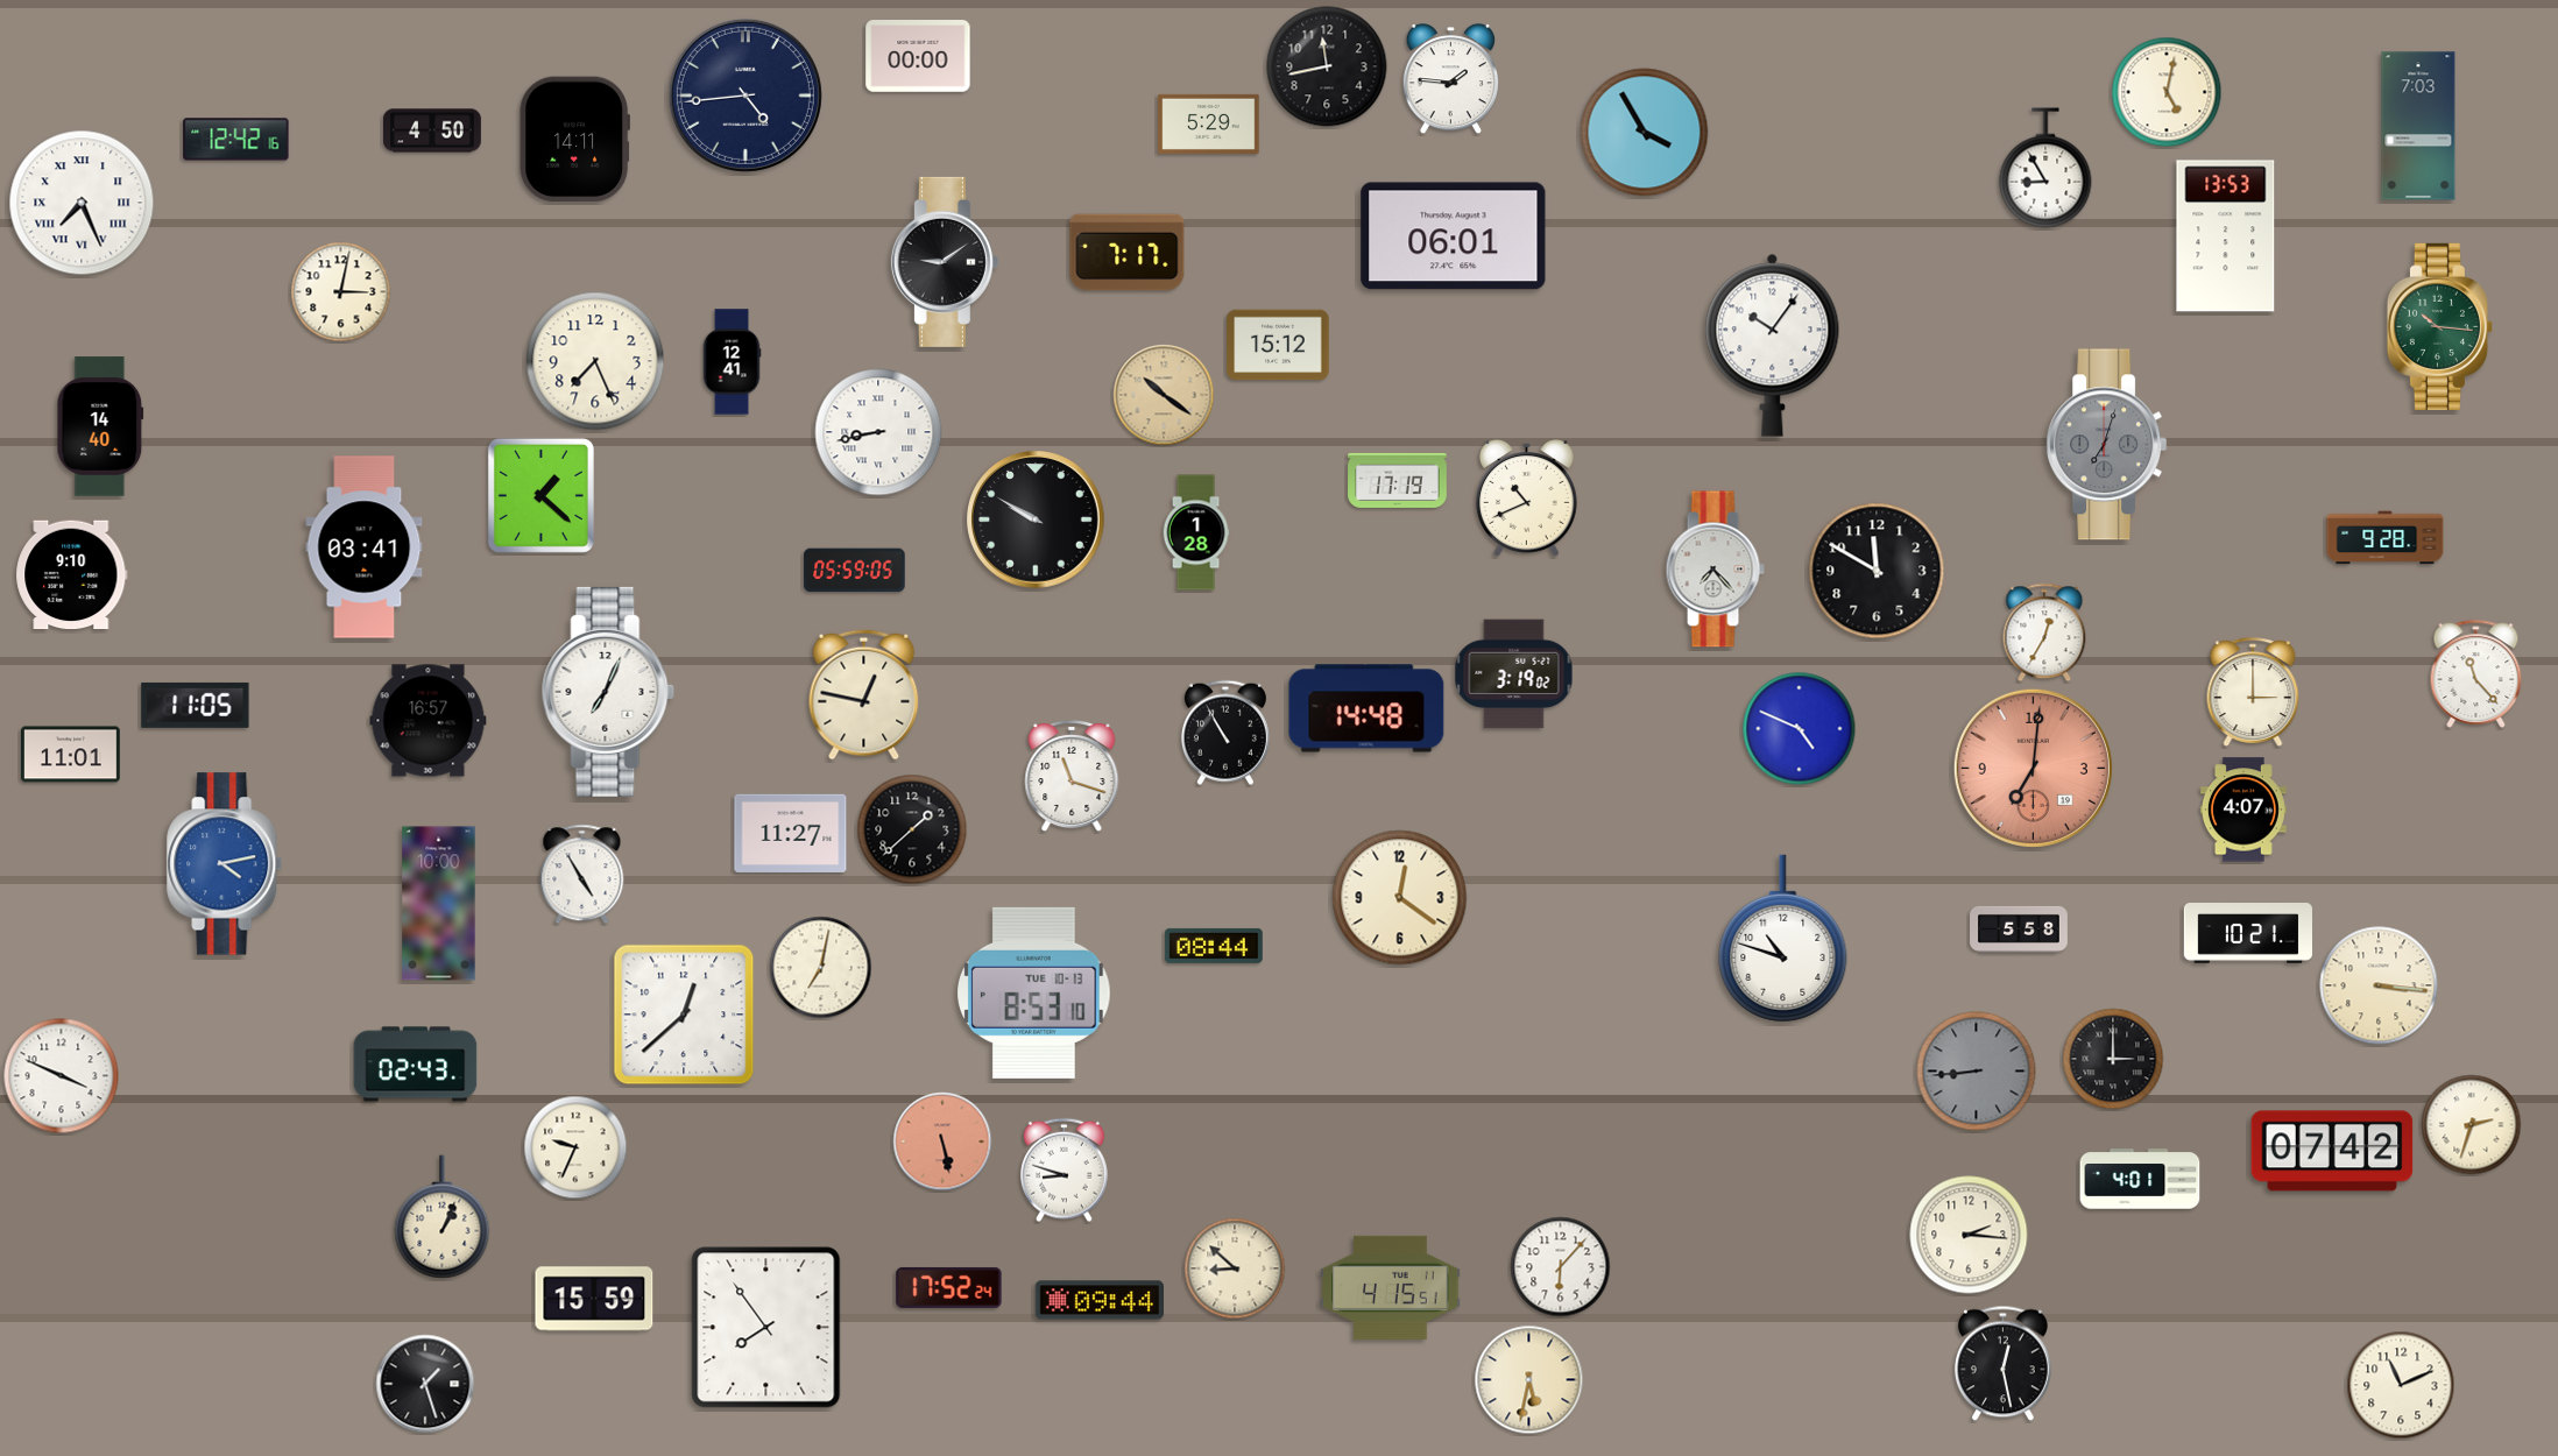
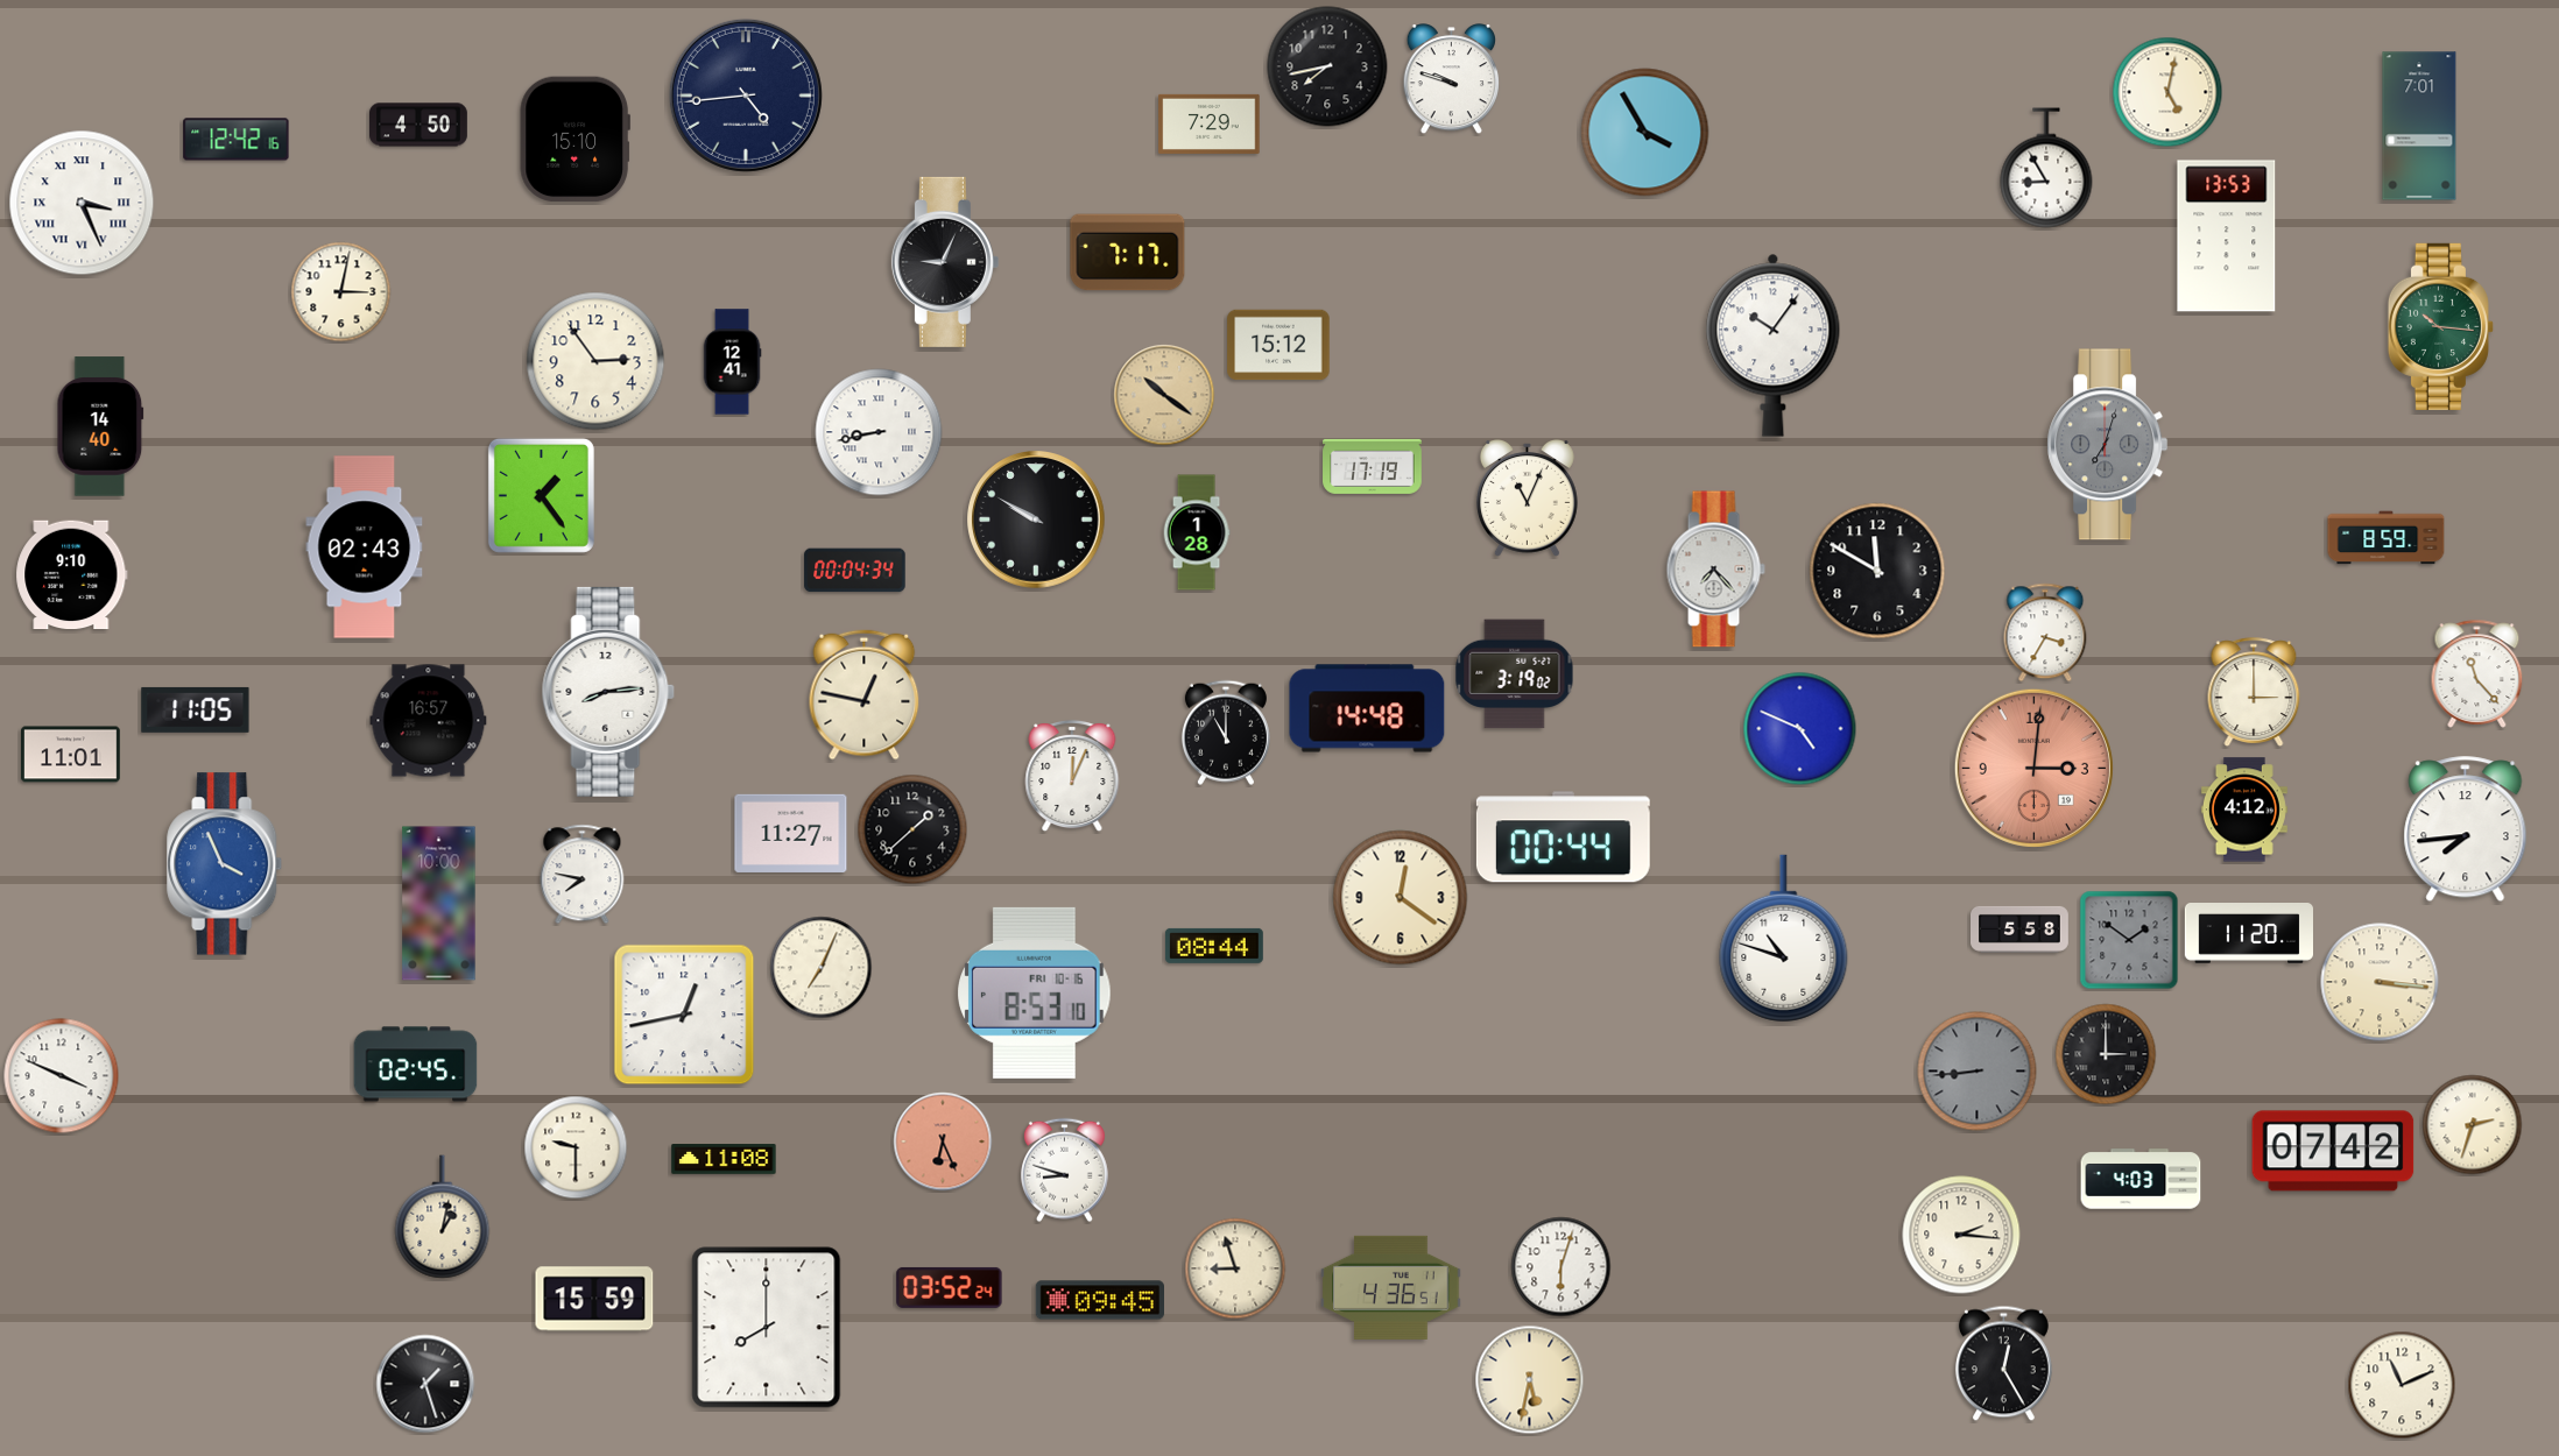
clock at (918, 57): 00:00 -> none
clock at (1327, 66): 11:43 -> 7:43
clock at (1450, 79): 1:46 -> 9:48
clock at (1209, 123): 5:29 -> 7:29
clock at (2418, 126): 7:03 -> 7:01
clock at (433, 130) position: (433, 130) -> (420, 125)
clock at (574, 140): 14:11 -> 15:10
clock at (82, 203): 7:26 -> 3:26
clock at (1454, 236): 06:01 -> none
clock at (945, 262): 9:09 -> 9:04
clock at (595, 361): 7:26 -> 2:54
clock at (1398, 480) position: (1398, 480) -> (1373, 466)
clock at (540, 495): 1:22 -> 1:24
clock at (1526, 499): 10:41 -> 11:04
clock at (2386, 538): 9:28 -> 8:59
clock at (365, 547): 03:41 -> 02:43
clock at (855, 571): 05:59 -> 00:04
clock at (2044, 632): 12:35 -> 3:35
clock at (608, 692): 7:04 -> 8:14
clock at (196, 705) position: (196, 705) -> (196, 709)
clock at (1225, 733): 10:55 -> 11:00
clock at (2033, 768): 7:01 -> 3:01
clock at (1072, 776): 11:18 -> 12:04
clock at (2243, 810): 4:07 -> 4:12
clock at (2466, 829): none -> 7:44
clock at (1563, 837): none -> 00:44
clock at (225, 864): 4:13 -> 3:56
clock at (582, 875): 4:55 -> 7:47
clock at (2247, 934): 10:21 -> 11:20
clock at (2129, 940): none -> 1:51
clock at (821, 968): 7:02 -> 7:04
clock at (2379, 985) position: (2379, 985) -> (2380, 982)
clock at (1034, 992) date: TUE 10-13 -> FRI 10-16
clock at (684, 1015): 12:38 -> 12:43
clock at (2113, 1059) position: (2113, 1059) -> (2106, 1054)
clock at (416, 1065): 02:43 -> 02:45
clock at (942, 1142): 5:28 -> 6:26
clock at (575, 1147): 9:34 -> 9:30
clock at (724, 1159): none -> 11:08
clock at (2140, 1179): 4:01 -> 4:03
clock at (443, 1217): 1:04 -> 1:02
clock at (1969, 1235) position: (1969, 1235) -> (1961, 1235)
clock at (1561, 1267): 6:07 -> 6:03
clock at (1235, 1268): 8:52 -> 8:57
clock at (949, 1287): 17:52 -> 03:52
clock at (1391, 1287): 4:15 -> 4:36
clock at (1098, 1300): 09:44 -> 09:45
clock at (766, 1328): 7:54 -> 8:00
clock at (2002, 1364): 12:28 -> 12:25
